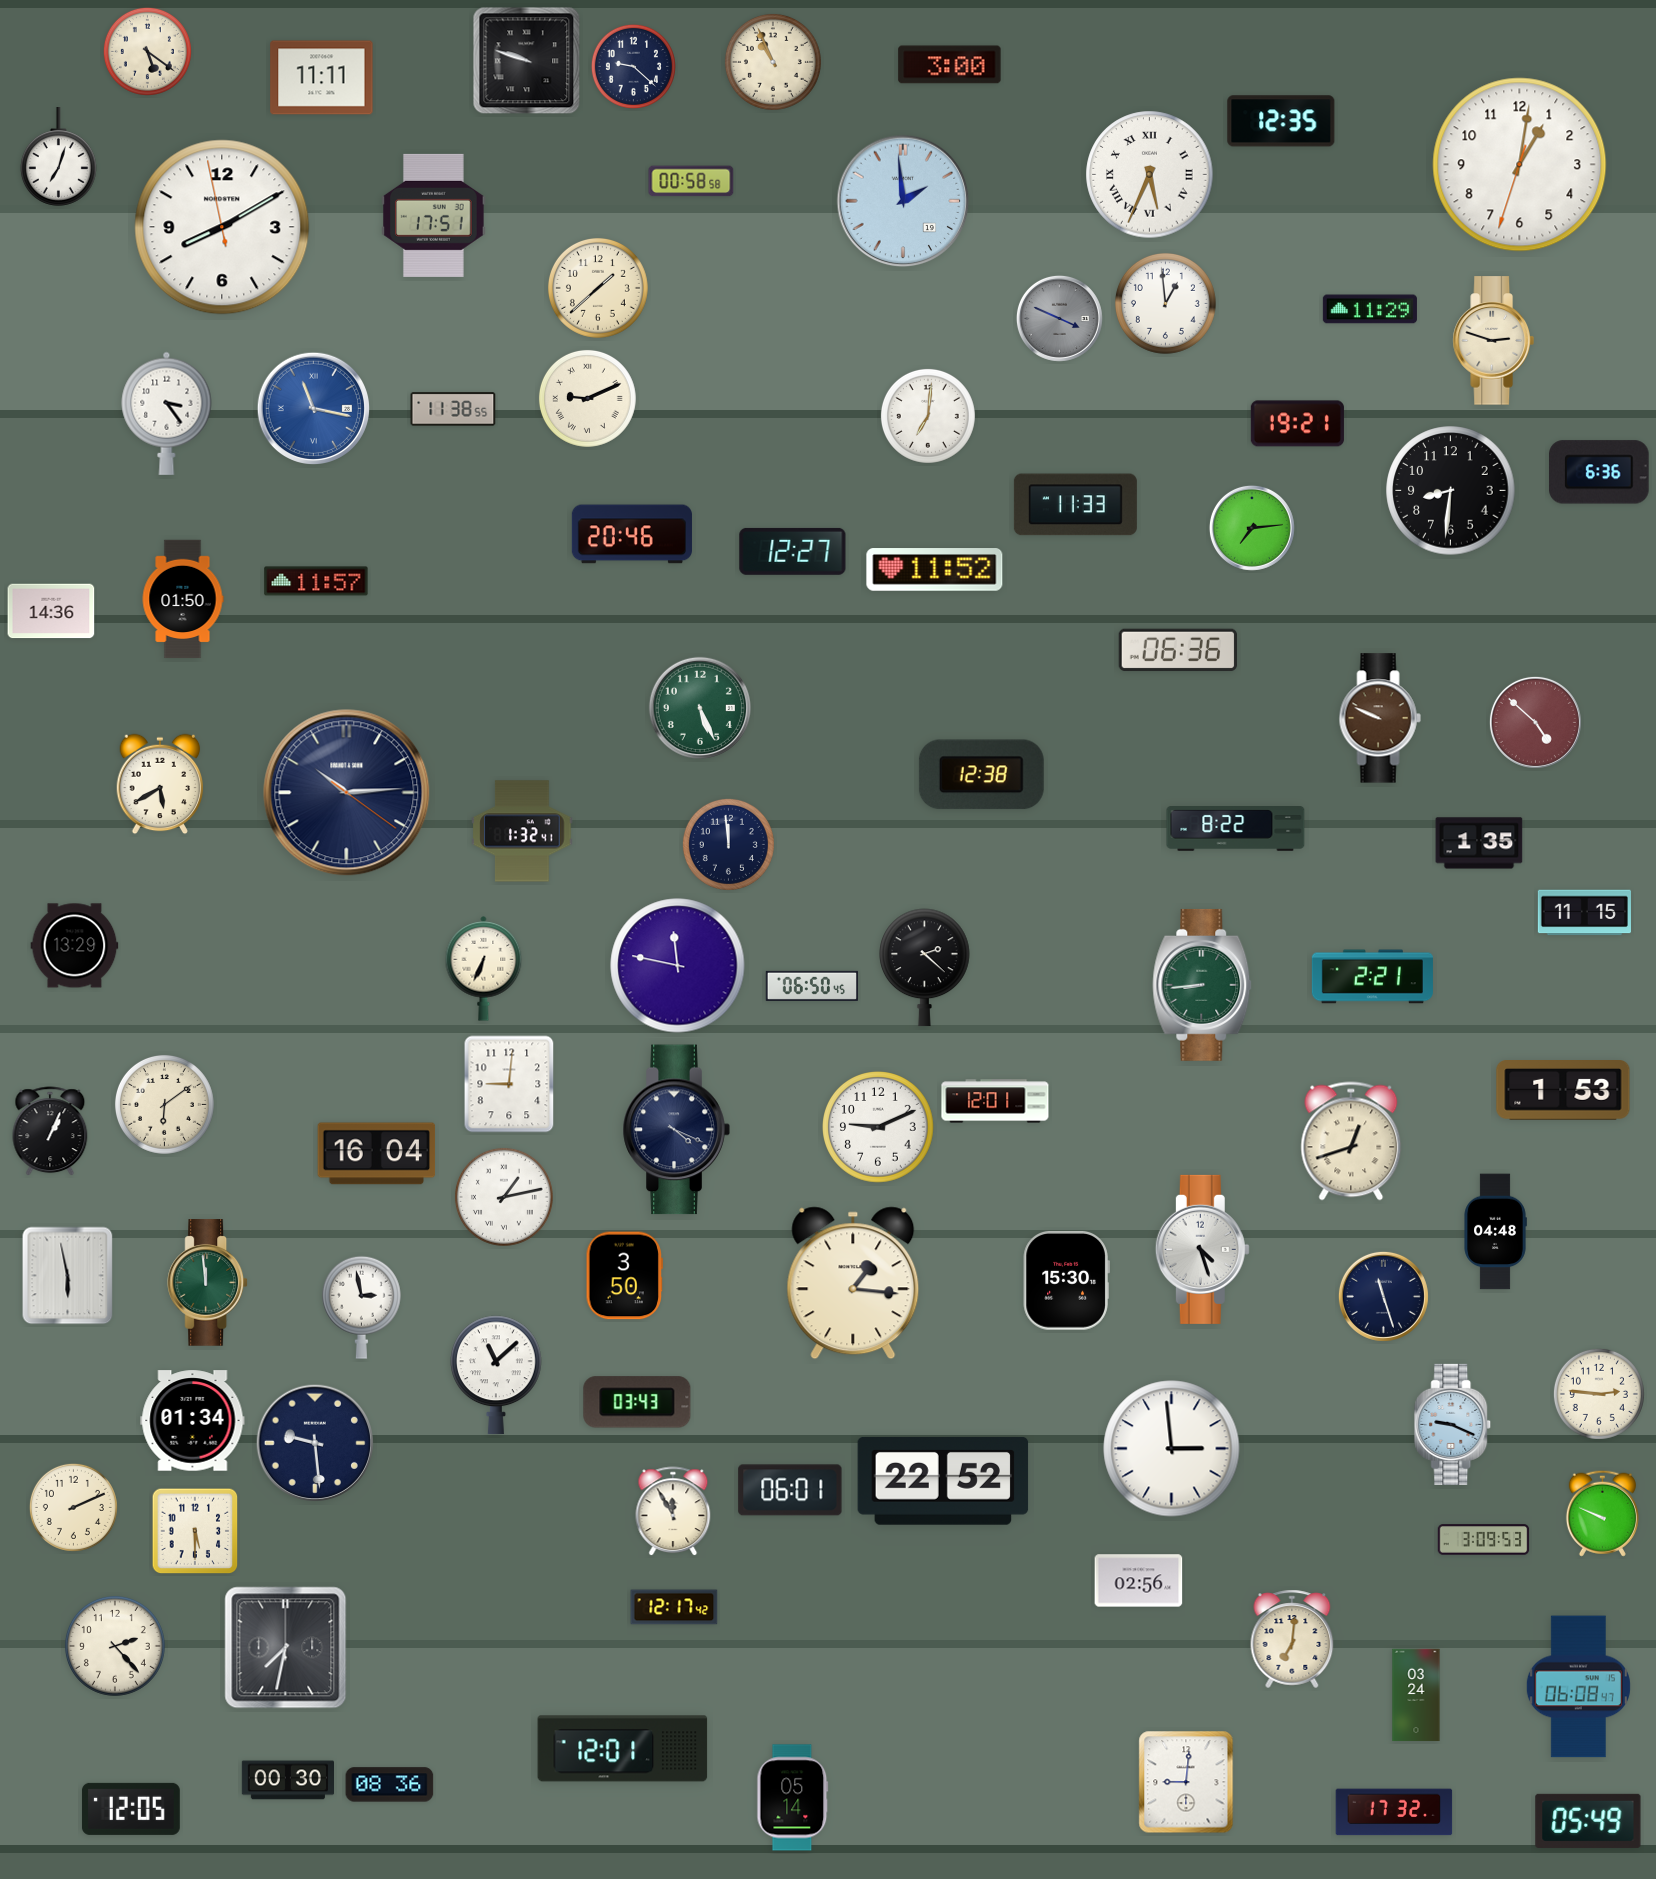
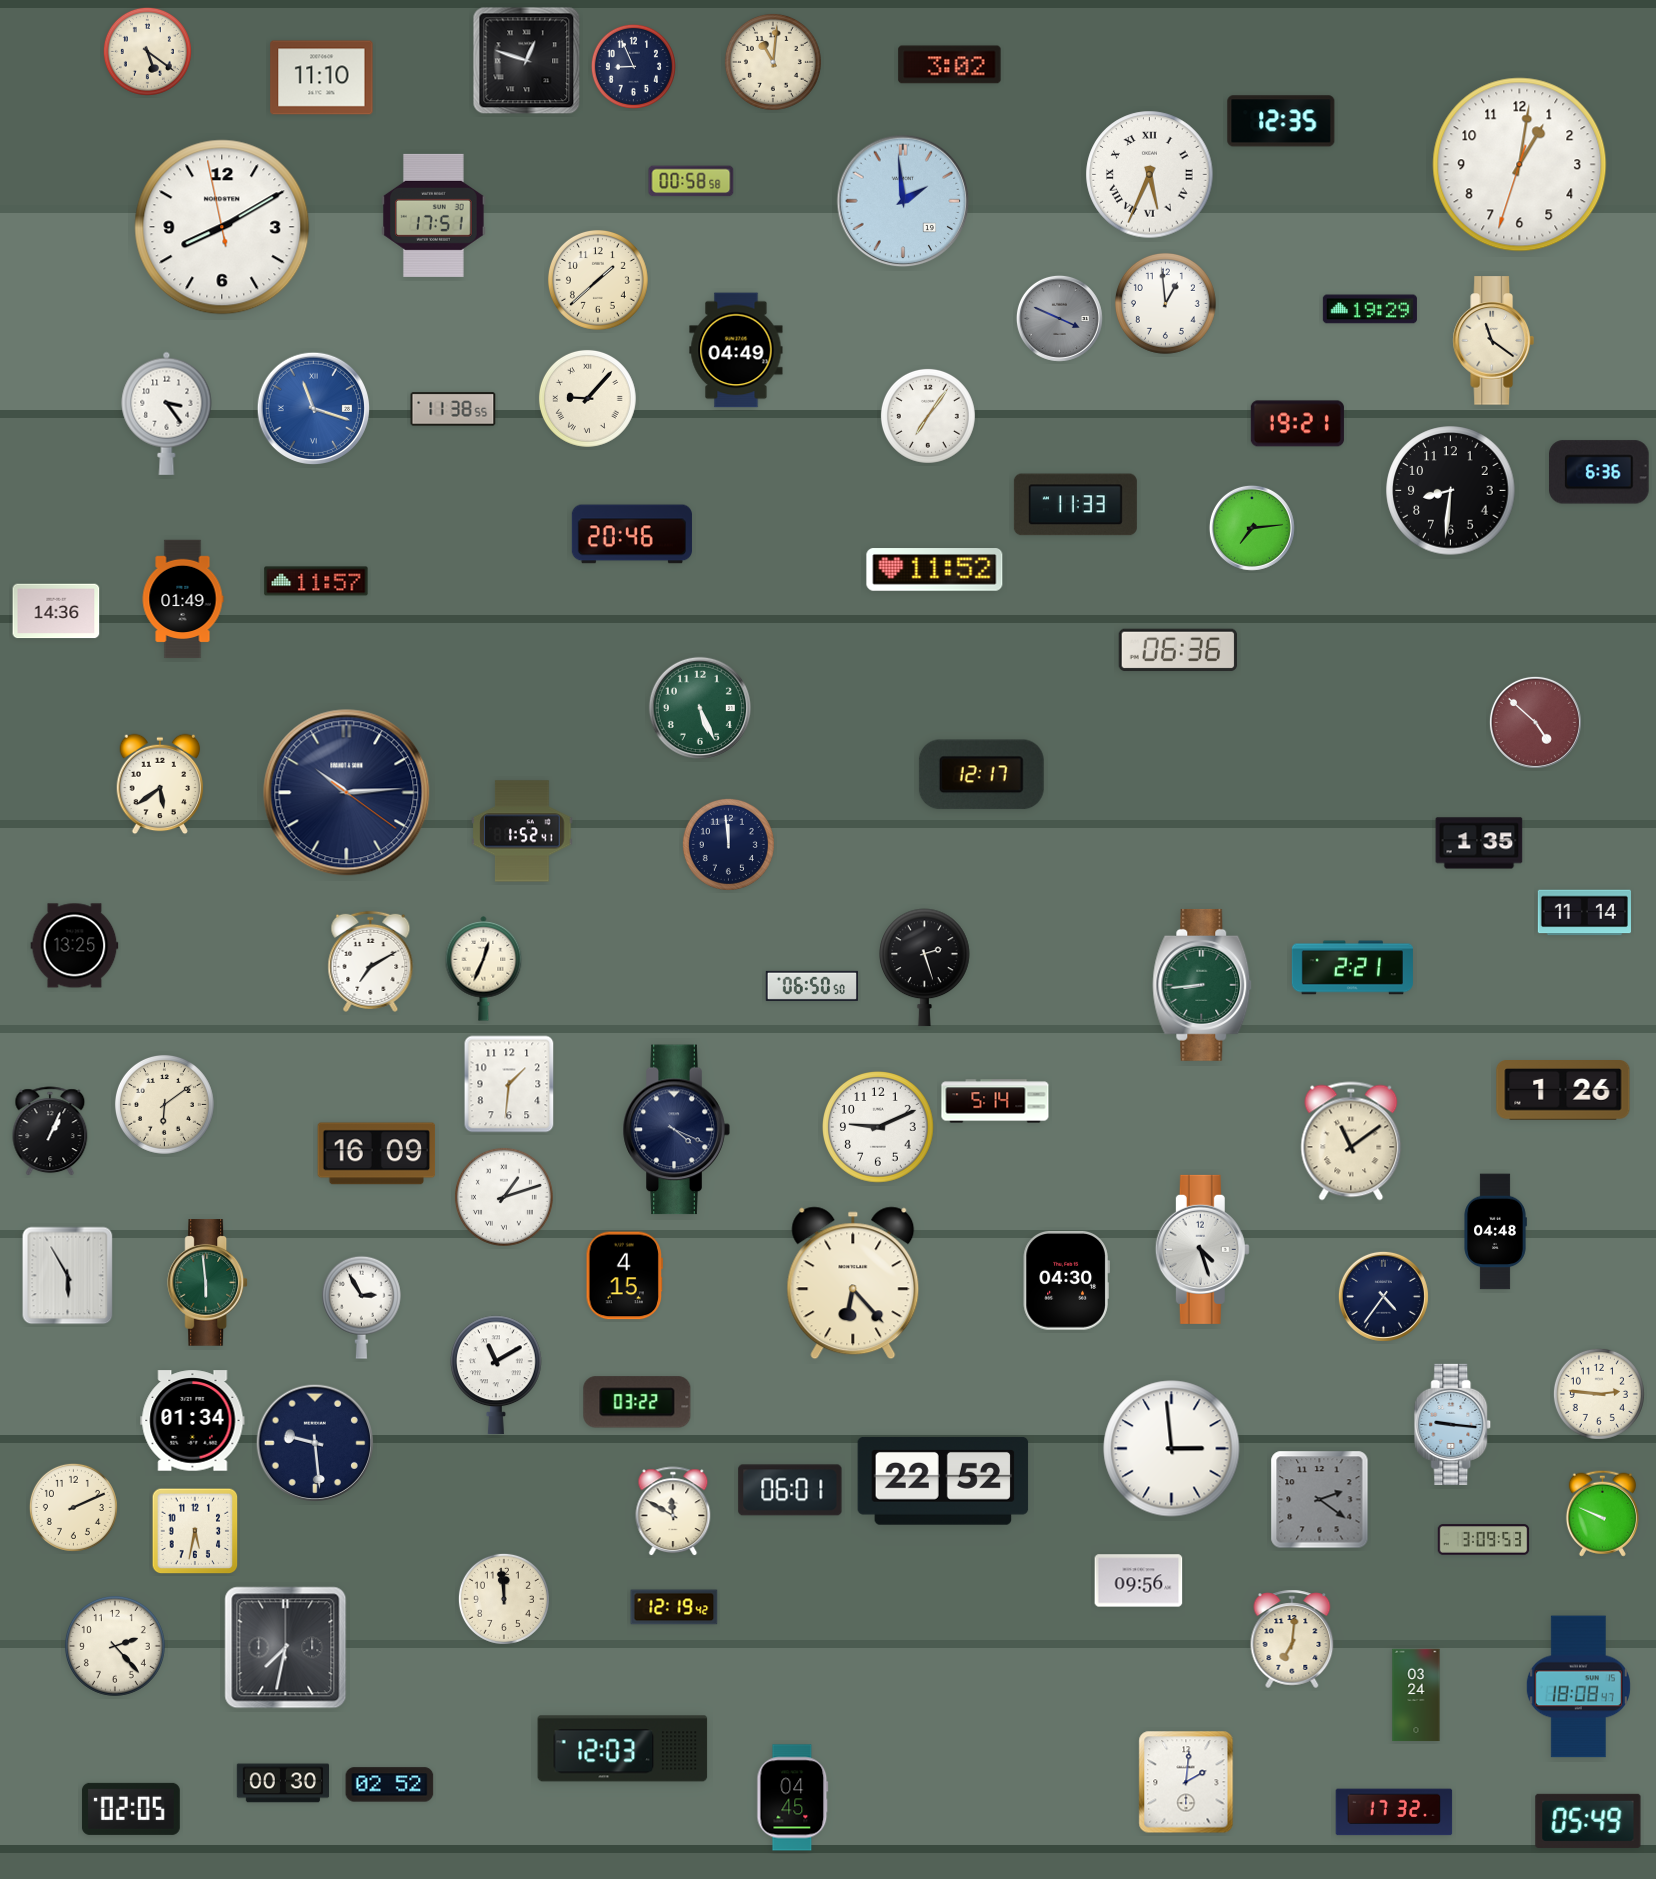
clock at (527, 61): 9:48 -> 12:48
clock at (773, 62): 10:56 -> 11:01
clock at (950, 65): 3:00 -> 3:02
clock at (633, 66): 9:22 -> 8:56
clock at (322, 78): 11:11 -> 11:10
clock at (58, 157): 7:03 -> none
clock at (598, 288) position: (598, 288) -> (598, 280)
clock at (1370, 309): 11:29 -> 19:29
clock at (1493, 341): 2:48 -> 11:21
clock at (736, 350): none -> 04:49
clock at (587, 398): 9:11 -> 9:07
clock at (313, 408): 11:17 -> 11:18
clock at (928, 416): 7:01 -> 7:06
clock at (793, 551): 12:27 -> none
clock at (183, 599): 01:50 -> 01:49
clock at (51, 611) position: (51, 611) -> (56, 611)
clock at (1380, 718): 9:49 -> none
clock at (981, 775): 12:38 -> 12:17
clock at (160, 784): 5:40 -> 5:39
clock at (1236, 829): 8:22 -> none
clock at (522, 831): 1:32 -> 1:52
clock at (1584, 913): 11:15 -> 11:14
clock at (75, 946): 13:29 -> 13:25
clock at (371, 961): none -> 7:10
clock at (678, 966): 11:47 -> none
clock at (925, 968): 2:22 -> 2:27
clock at (484, 969): 6:34 -> 12:34
clock at (1372, 977) position: (1372, 977) -> (1352, 968)
clock at (811, 986): 06:50:45 -> 06:50:50
clock at (509, 1084): 9:01 -> 1:31
clock at (1563, 1091): 1:53 -> 1:26
clock at (995, 1101): 12:01 -> 5:14
clock at (1351, 1141): 12:42 -> 11:09
clock at (377, 1154): 16:04 -> 16:09
clock at (504, 1197): 1:13 -> 1:12
clock at (68, 1276): 5:58 -> 5:55
clock at (625, 1276): 3:50 -> 4:15
clock at (1066, 1281): 15:30 -> 04:30
clock at (208, 1283): 11:59 -> 5:59
clock at (853, 1283): 1:16 -> 6:23
clock at (1383, 1296): 11:27 -> 4:36
clock at (361, 1307): 2:58 -> 2:55
clock at (497, 1375): 11:08 -> 11:10
clock at (637, 1402): 03:43 -> 03:22
clock at (1453, 1424): 9:19 -> 9:16
clock at (1320, 1500): none -> 2:21
clock at (673, 1512): 11:55 -> 11:50
clock at (195, 1531): 5:30 -> 5:32
clock at (1139, 1581): 02:56 -> 09:56
clock at (504, 1599): none -> 11:59
clock at (674, 1607): 12:17 -> 12:19
clock at (1578, 1687): 06:08 -> 18:08
clock at (623, 1749): 12:01 -> 12:03
clock at (287, 1780) position: (287, 1780) -> (282, 1783)
clock at (1186, 1782): 9:01 -> 2:01
clock at (390, 1785): 08:36 -> 02:52
clock at (793, 1798): 05:14 -> 04:45
clock at (131, 1809): 12:05 -> 02:05
